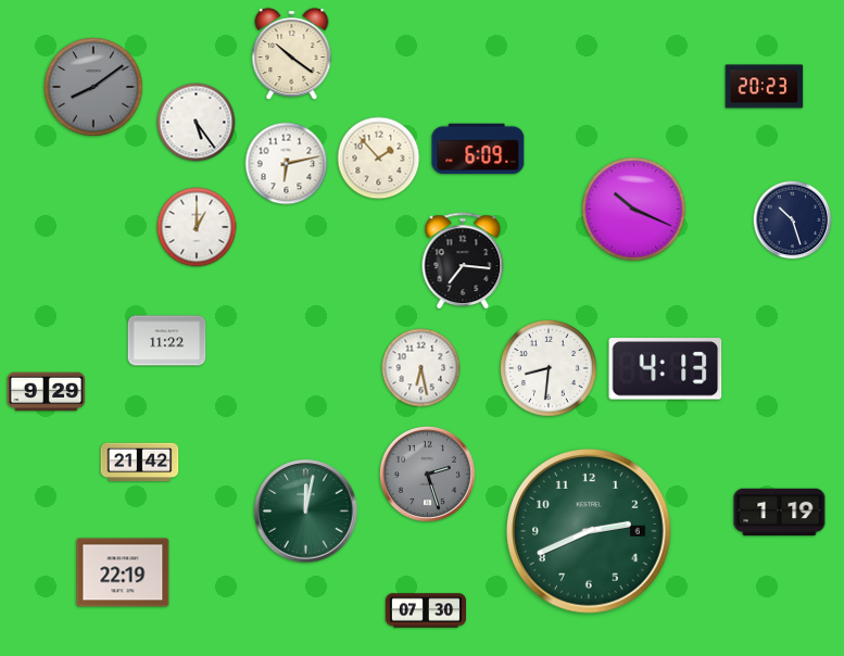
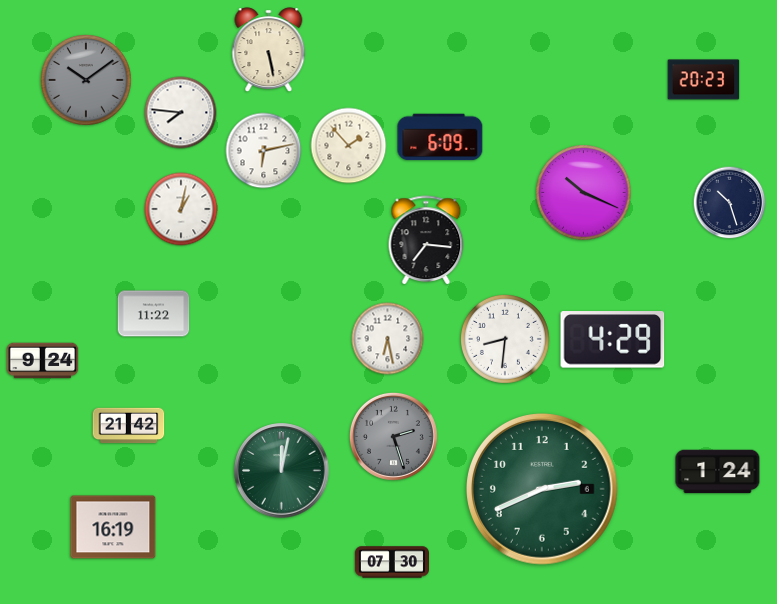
clock at (292, 54): 10:21 -> 5:28
clock at (95, 88): 8:09 -> 10:09
clock at (197, 123): 5:24 -> 7:46
clock at (197, 227): 1:00 -> 1:02
clock at (666, 369): 4:13 -> 4:29
clock at (47, 392): 9:29 -> 9:24
clock at (780, 513): 1:19 -> 1:24
clock at (123, 572): 22:19 -> 16:19
